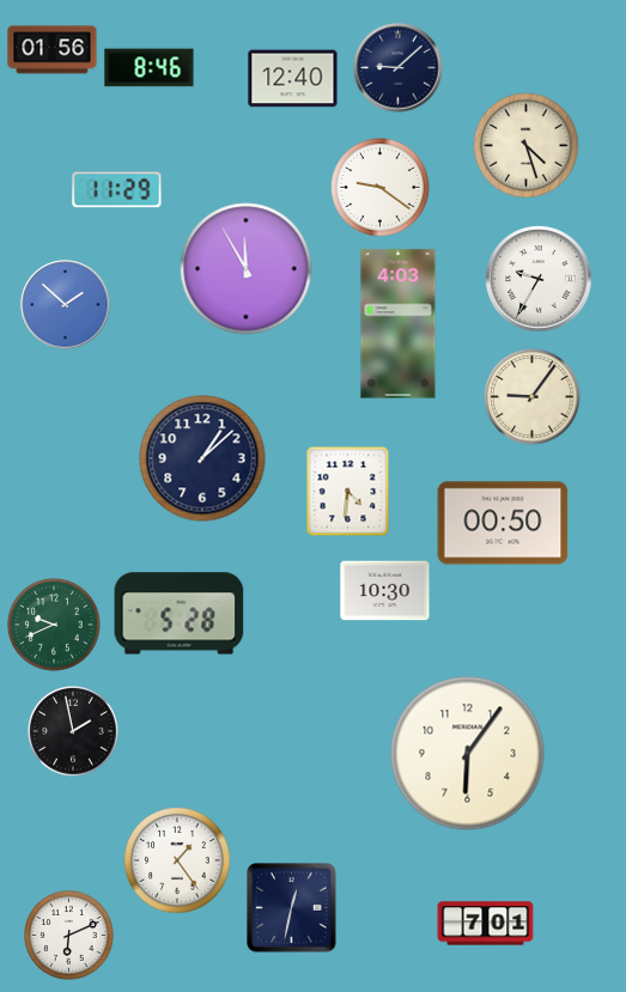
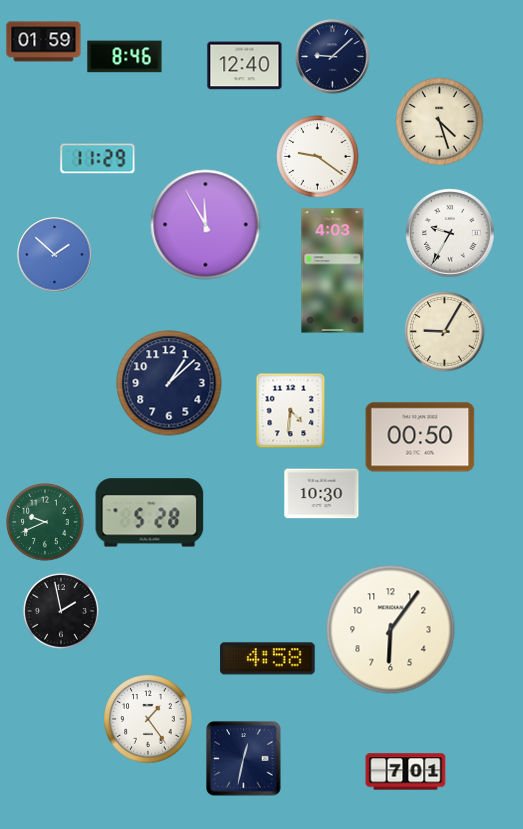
clock at (53, 50): 01:56 -> 01:59
clock at (533, 397): 9:06 -> 9:05
clock at (268, 659): none -> 4:58
clock at (69, 936): 6:11 -> none
